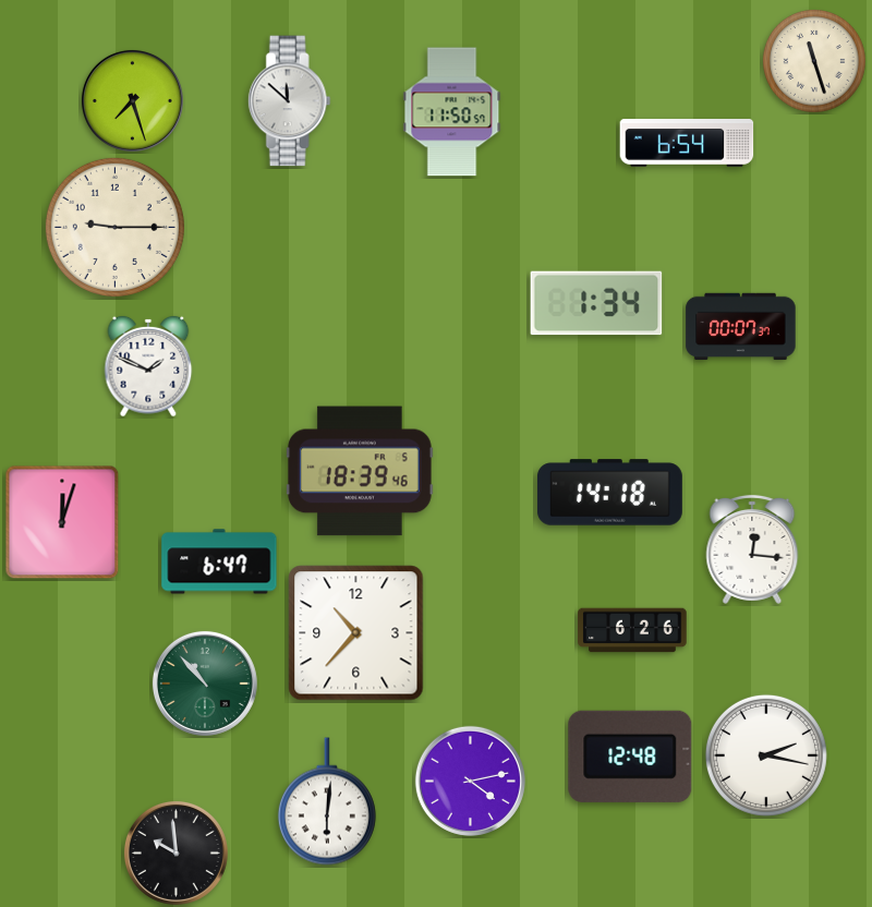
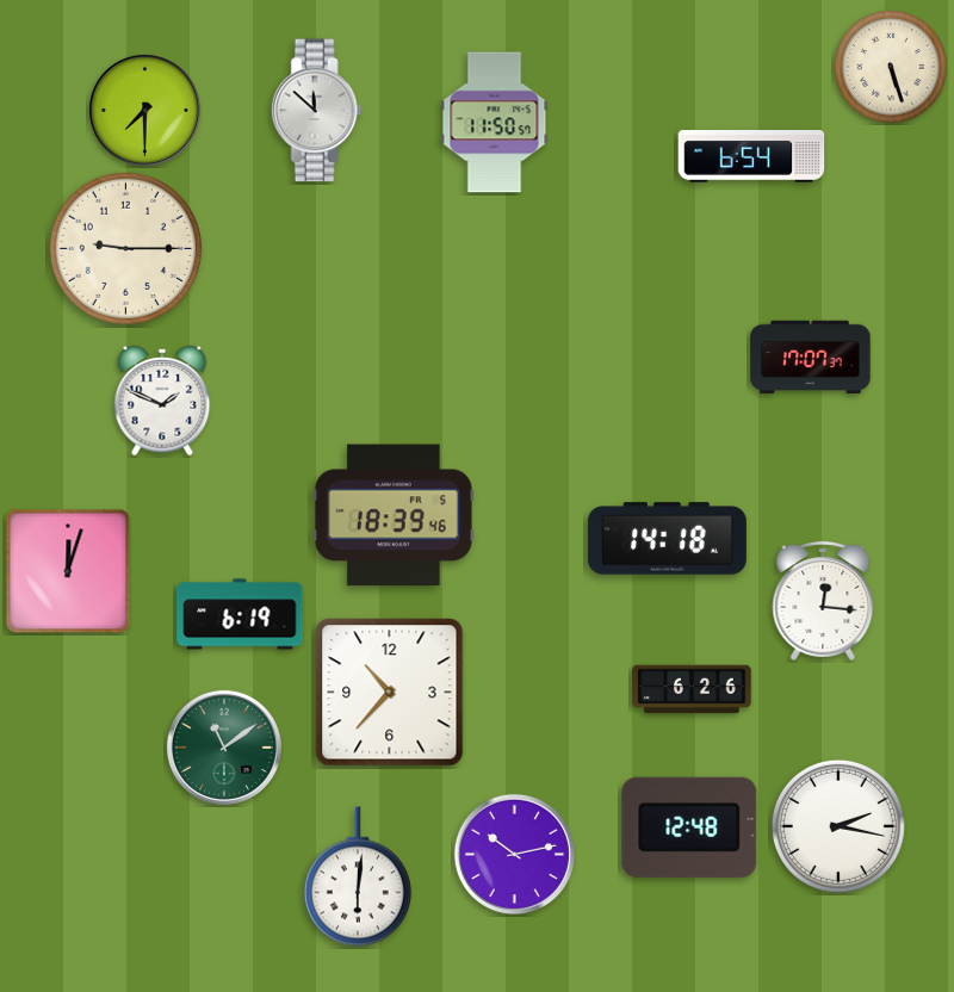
clock at (815, 62): 11:27 -> 5:27
clock at (132, 100): 7:27 -> 7:30
clock at (596, 303): 1:34 -> none
clock at (741, 327): 00:07 -> 17:07
clock at (219, 561): 6:47 -> 6:19
clock at (205, 684): 10:53 -> 11:09
clock at (470, 781): 4:13 -> 10:13
clock at (175, 852): 9:59 -> none
